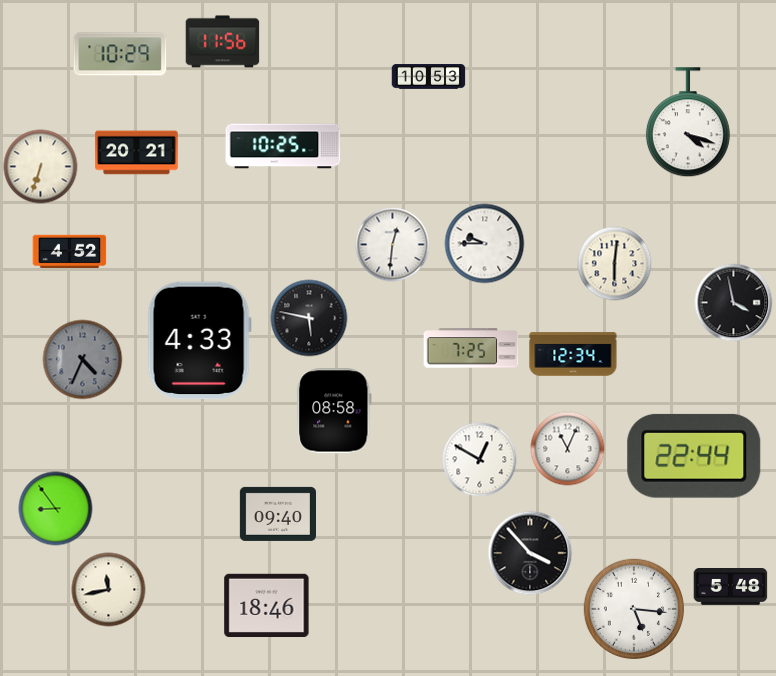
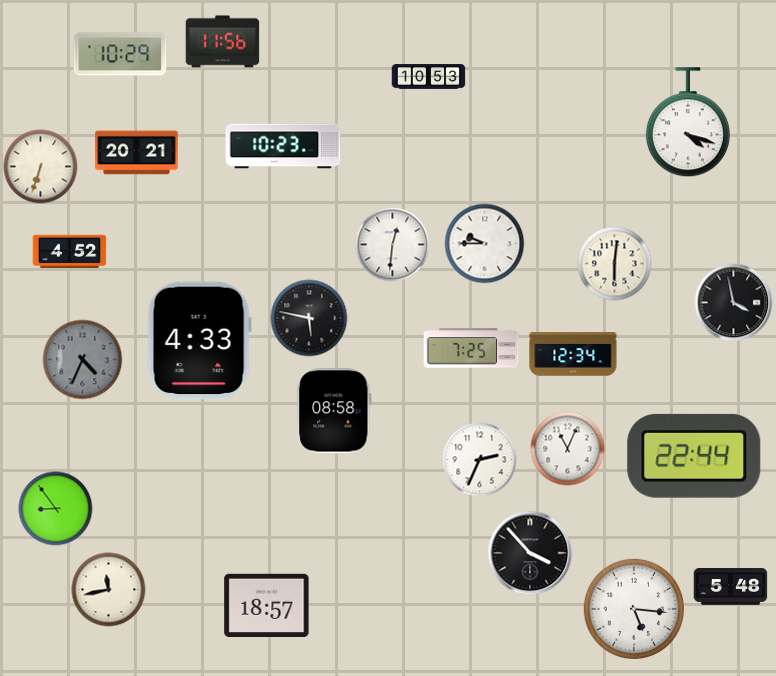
clock at (283, 146): 10:25 -> 10:23
clock at (480, 460): 12:50 -> 2:34
clock at (277, 514): 09:40 -> none
clock at (267, 605): 18:46 -> 18:57
